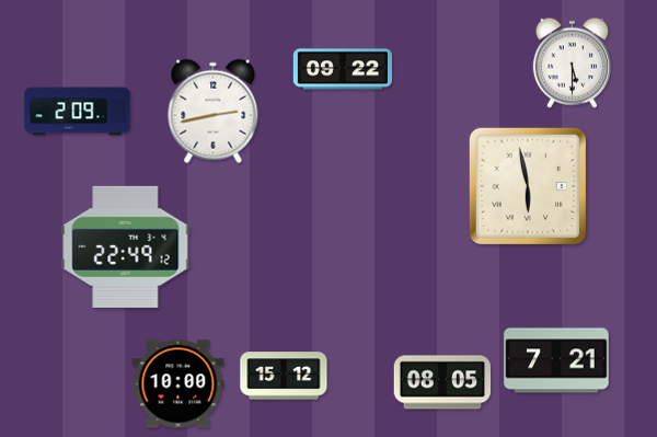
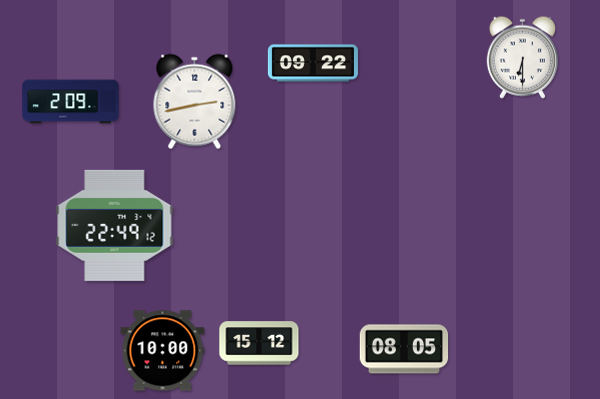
clock at (572, 62): 5:30 -> 6:30
clock at (528, 186): 5:58 -> none
clock at (556, 360): 7:21 -> none
